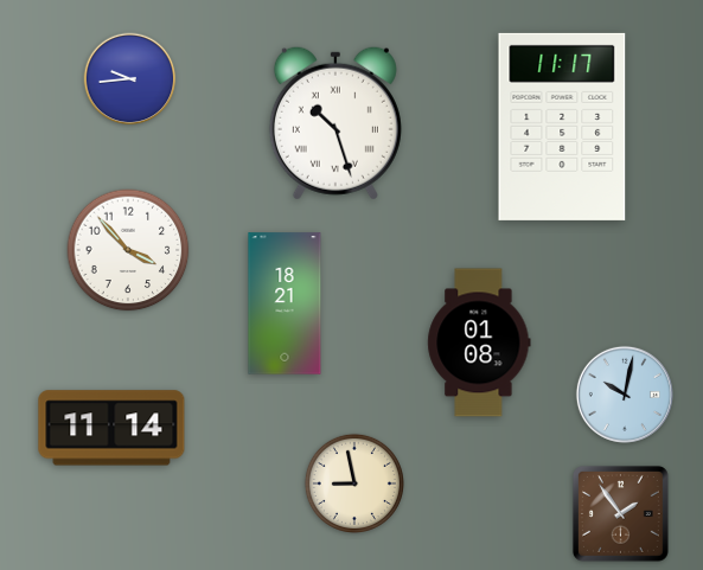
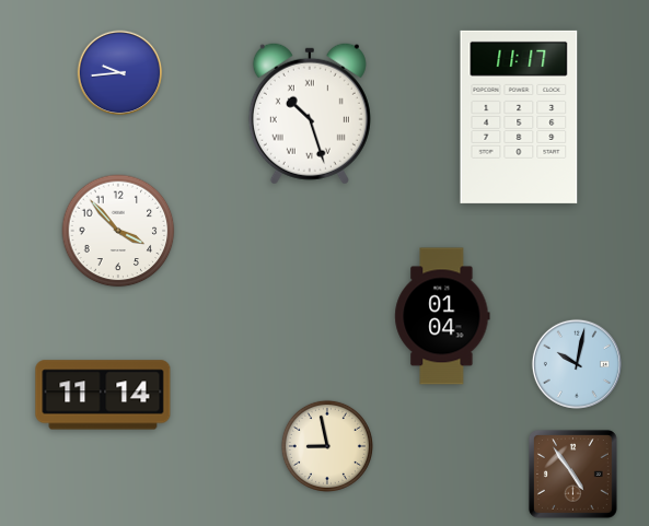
clock at (285, 303): 18:21 -> none
clock at (479, 342): 01:08 -> 01:04
clock at (620, 513): 1:54 -> 4:54
